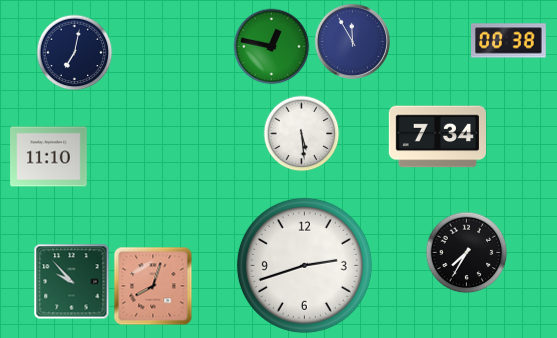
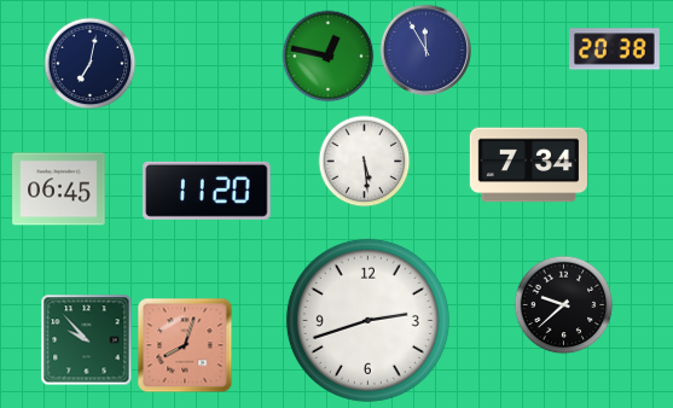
clock at (509, 41): 00:38 -> 20:38
clock at (49, 157): 11:10 -> 06:45
clock at (207, 191): none -> 11:20
clock at (467, 253): 7:35 -> 9:38
